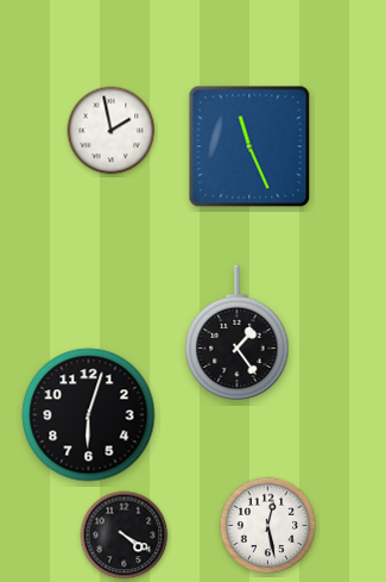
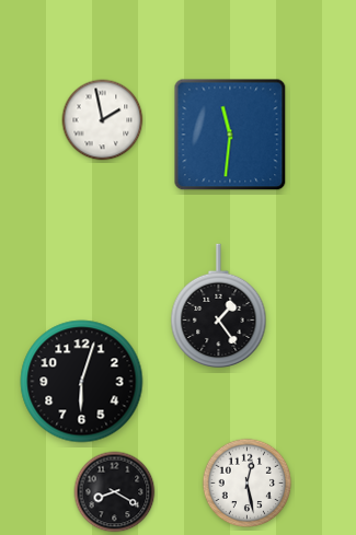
clock at (249, 146): 11:26 -> 11:31
clock at (125, 536): 4:20 -> 8:20
